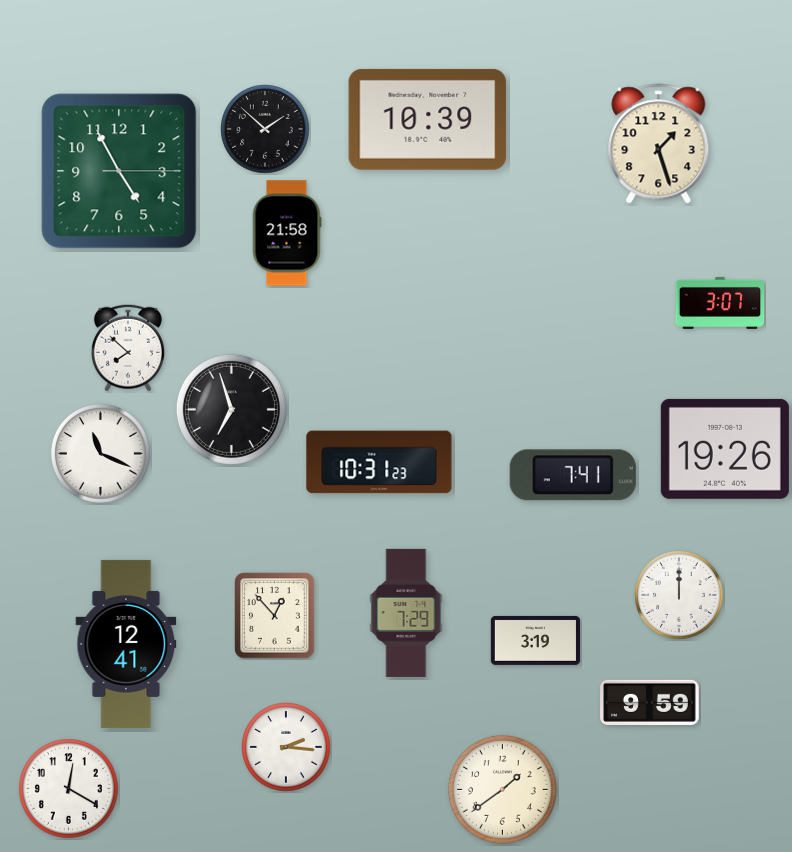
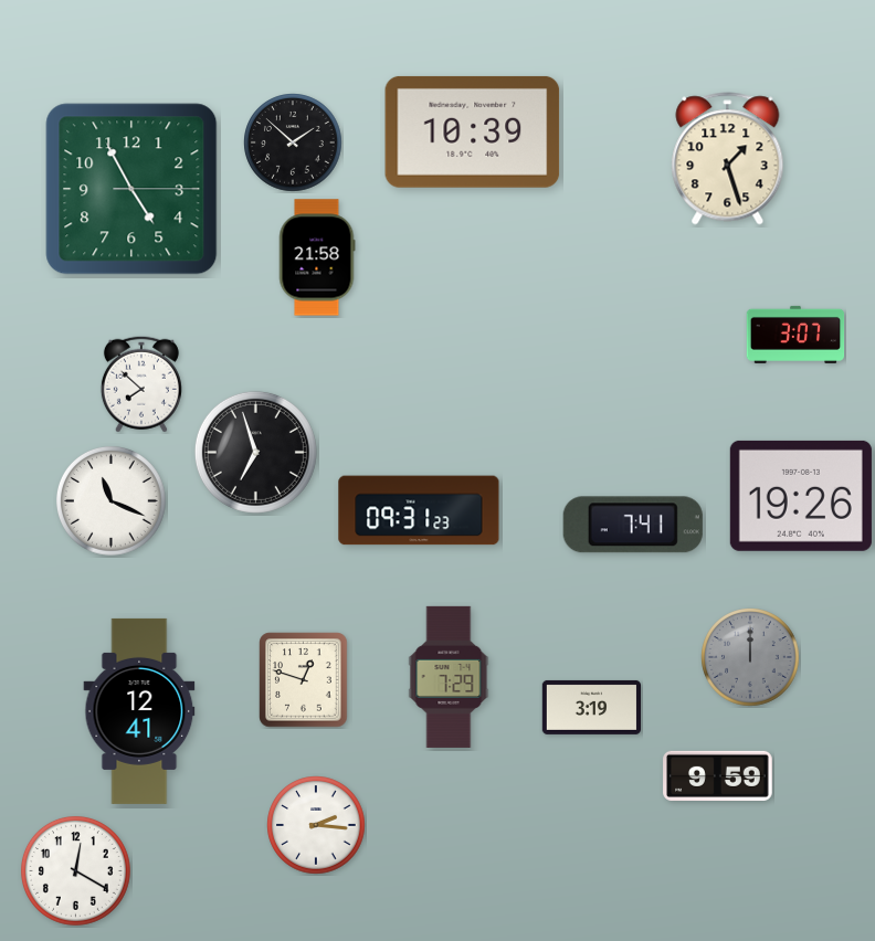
clock at (379, 462): 10:31 -> 09:31
clock at (679, 595) dial: white -> grey
clock at (275, 616): 12:53 -> 12:48
clock at (502, 789): 1:39 -> none
